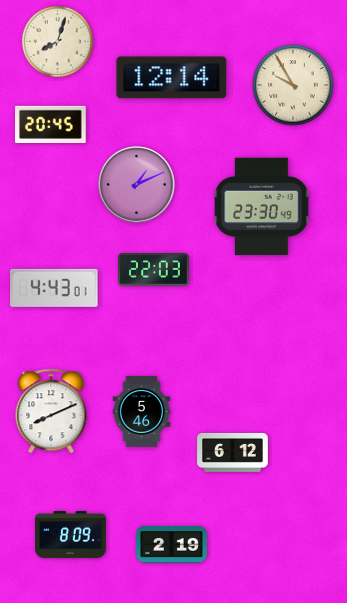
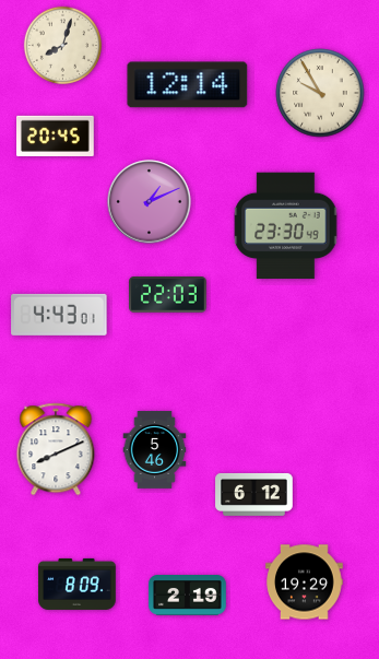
clock at (305, 582): none -> 19:29
